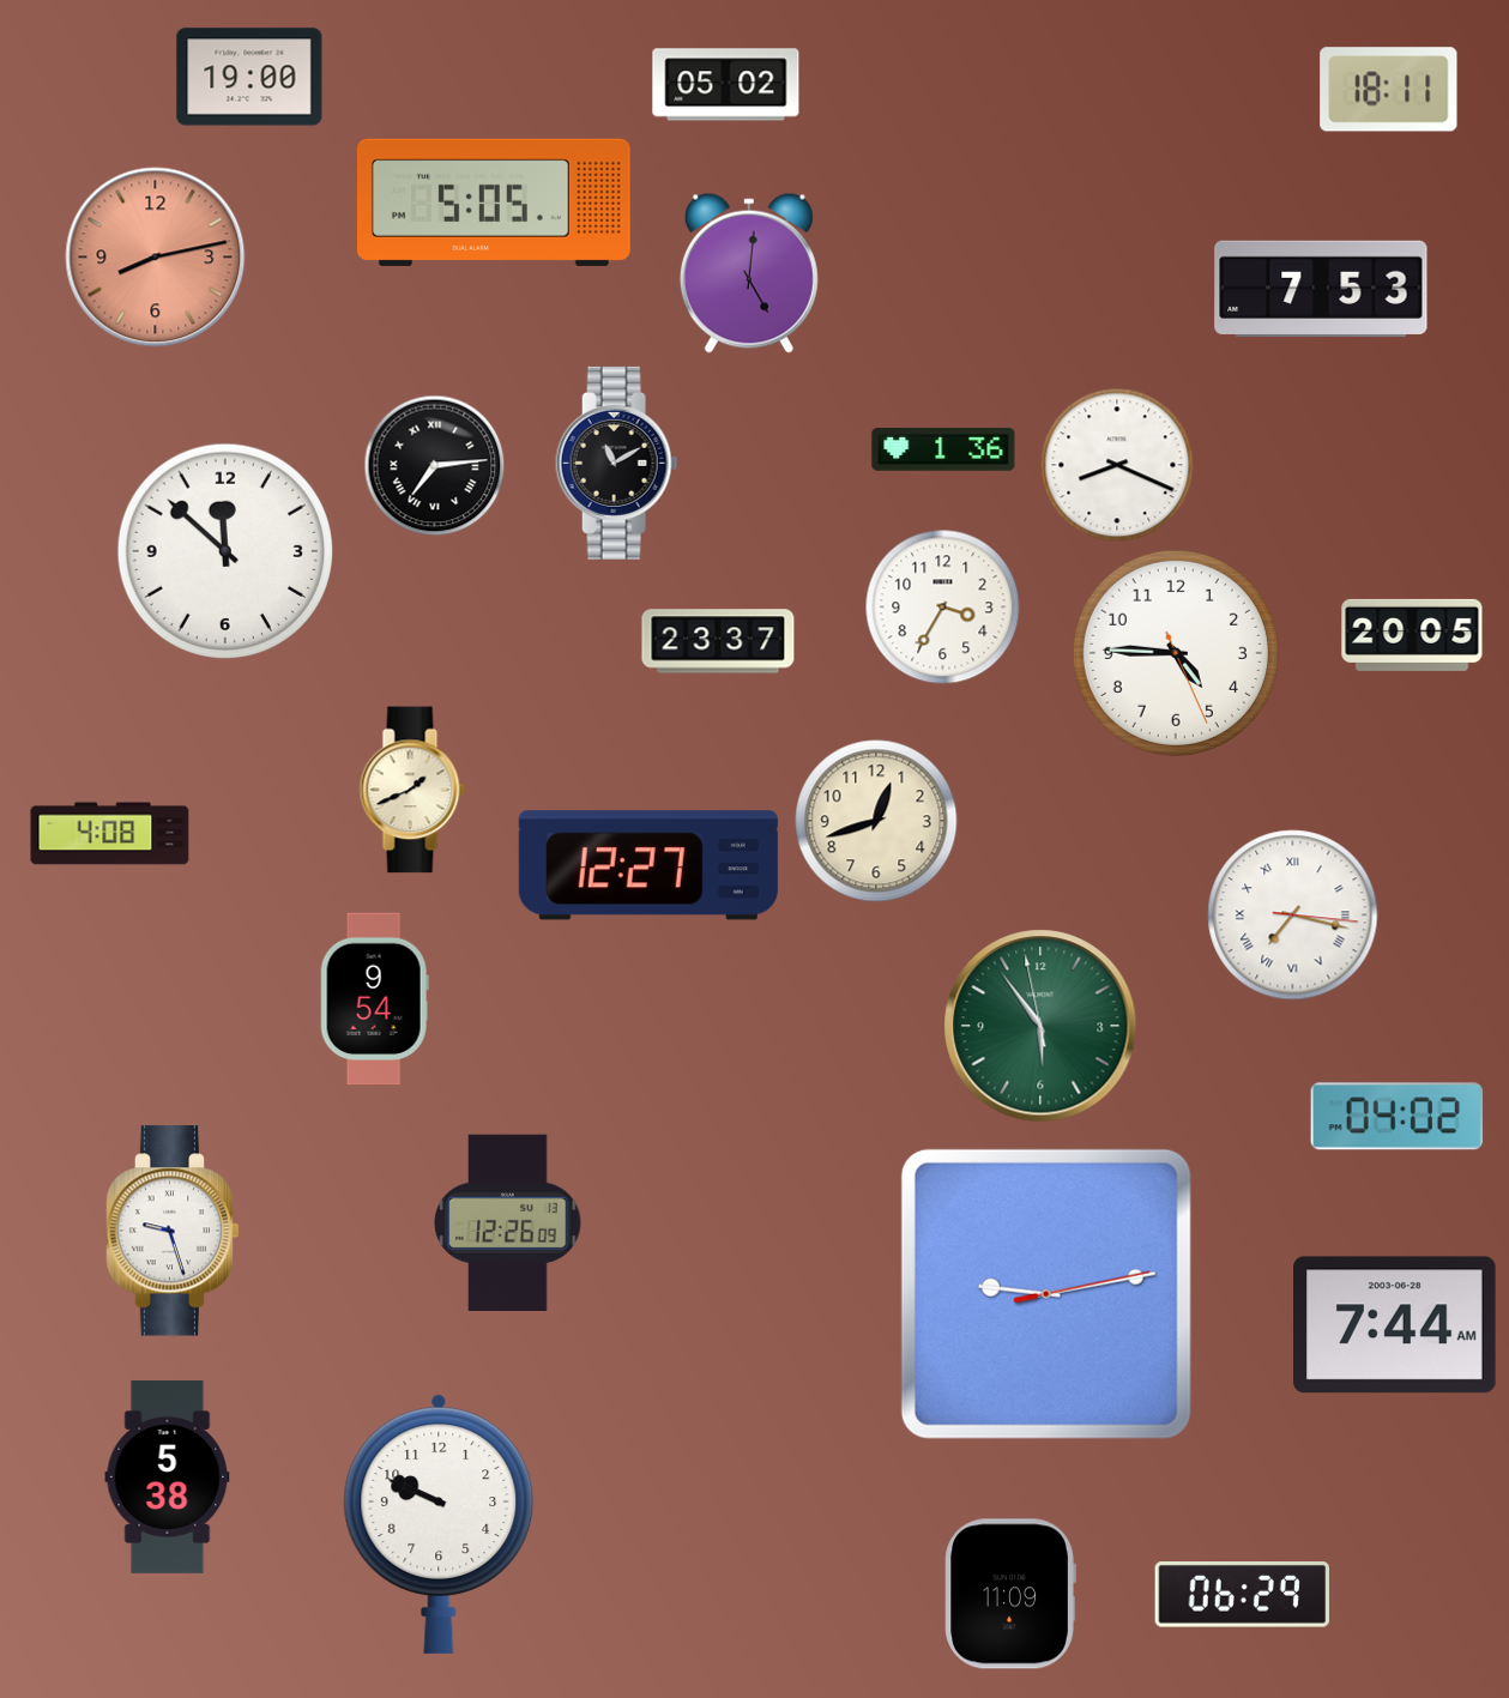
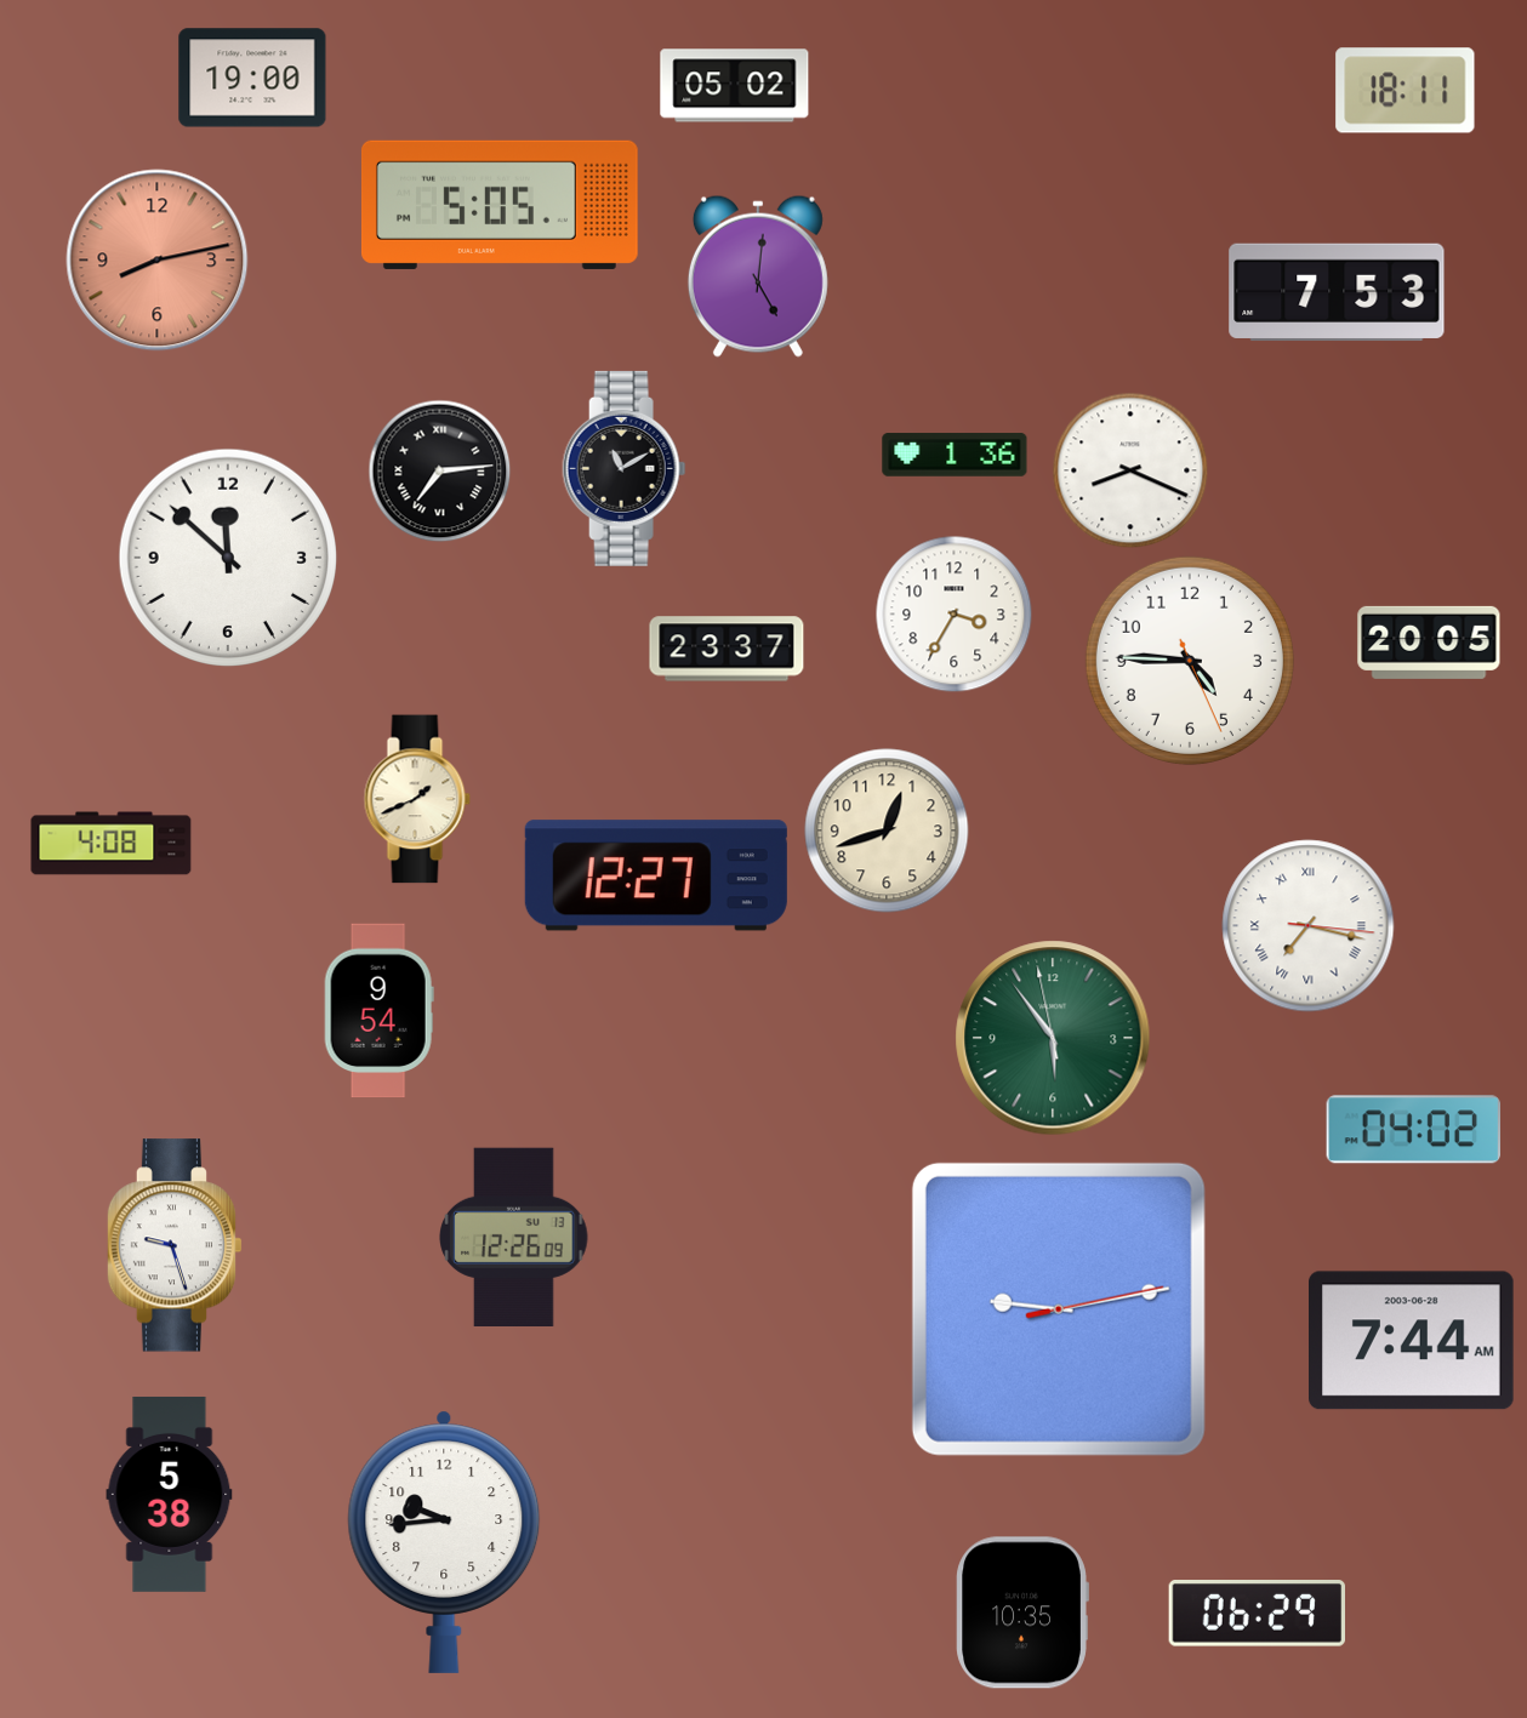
clock at (439, 1524): 9:49 -> 9:44
clock at (1010, 1594): 11:09 -> 10:35
